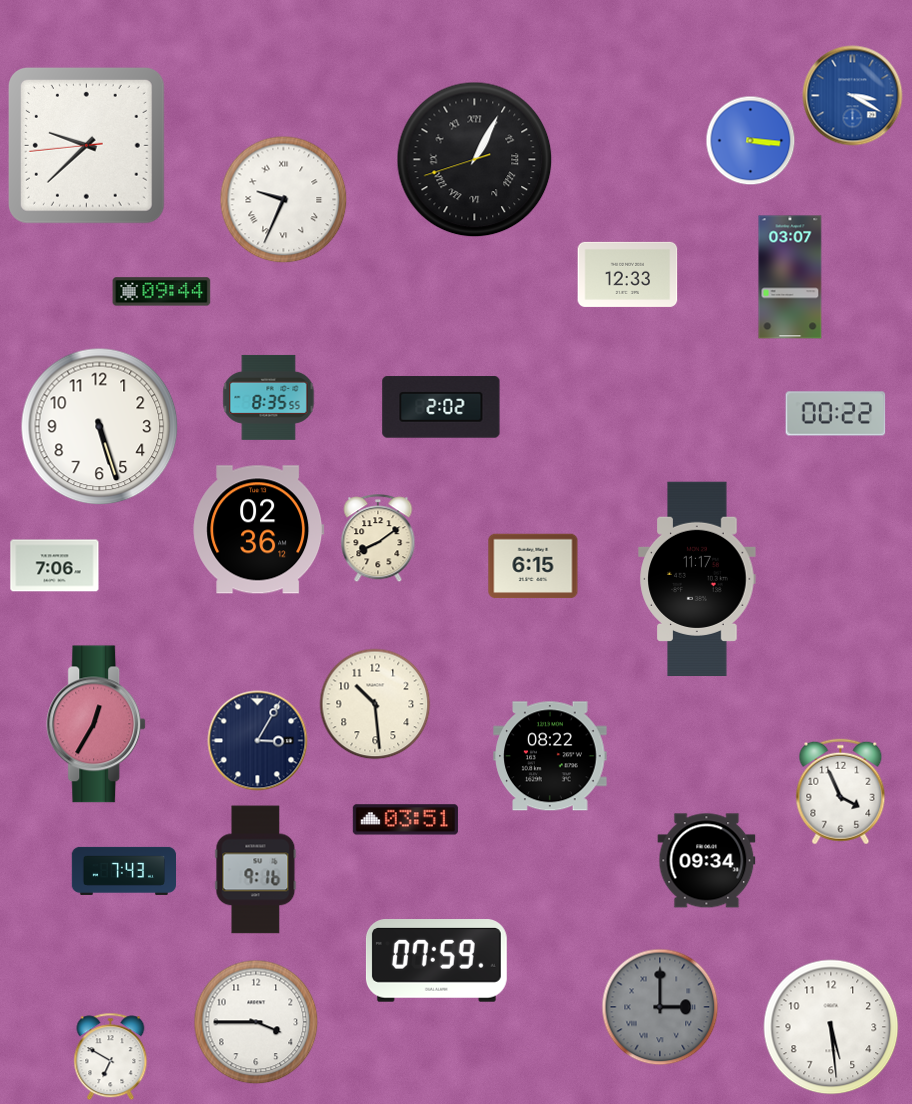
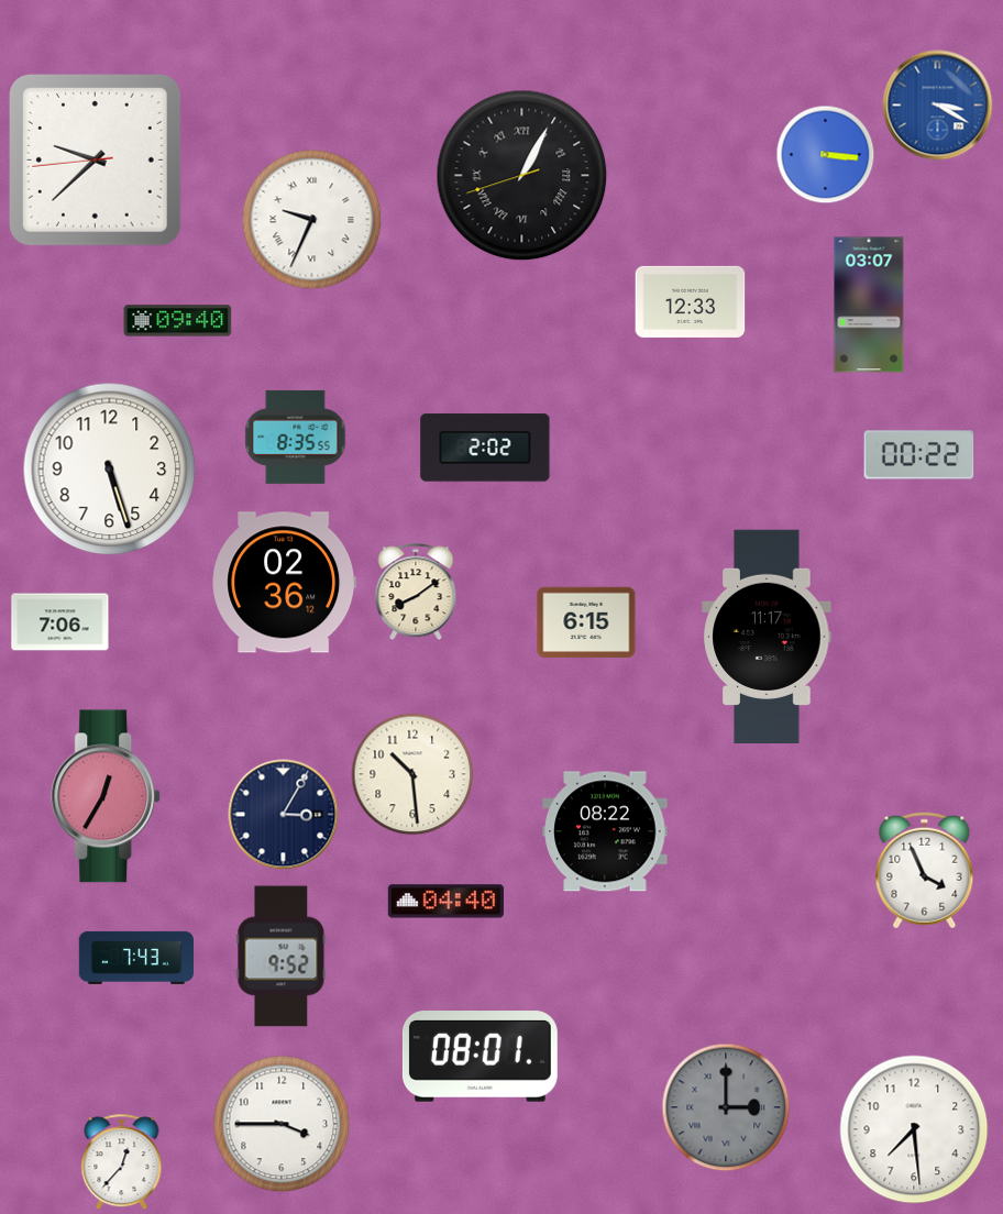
clock at (162, 292): 09:44 -> 09:40
clock at (405, 820): 03:51 -> 04:40
clock at (707, 861): 09:34 -> none
clock at (256, 870): 9:16 -> 9:52
clock at (436, 961): 07:59 -> 08:01
clock at (831, 1027): 5:29 -> 7:29
clock at (111, 1057): 6:50 -> 12:37
